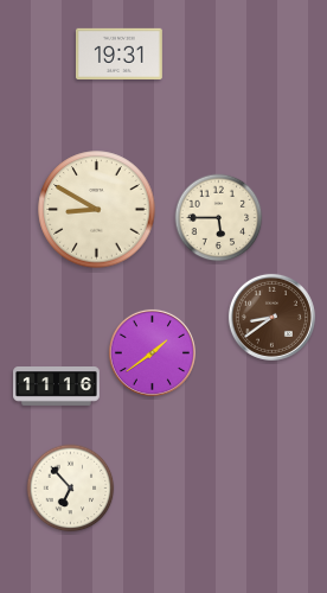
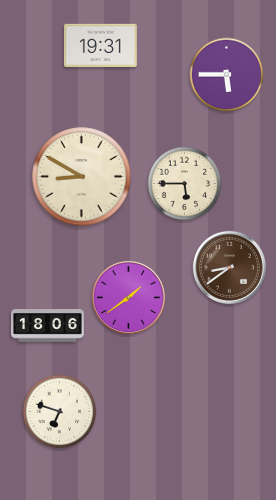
clock at (227, 75): none -> 5:45
clock at (57, 387): 11:16 -> 18:06
clock at (71, 489): 6:53 -> 6:48
